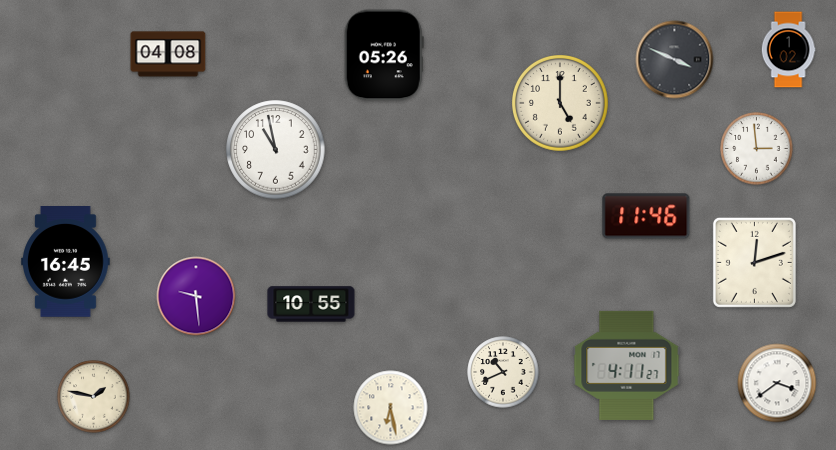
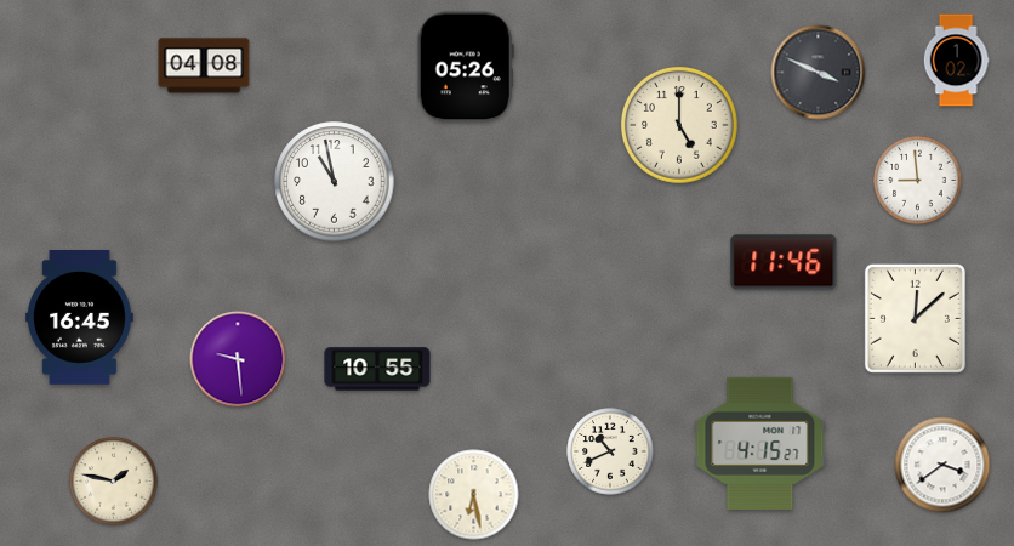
clock at (757, 149): 2:59 -> 8:59
clock at (754, 262): 12:12 -> 12:08
clock at (627, 365): 4:11 -> 4:15
